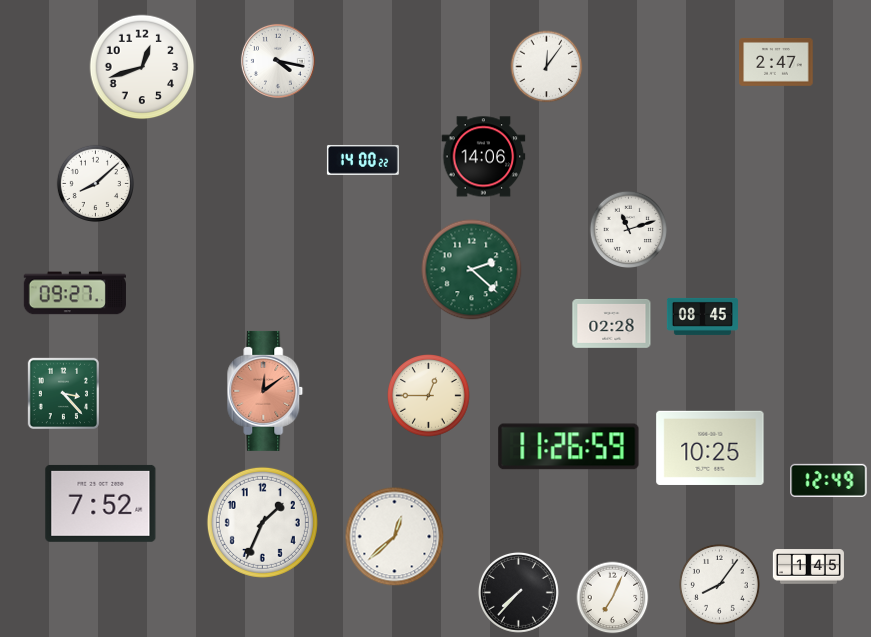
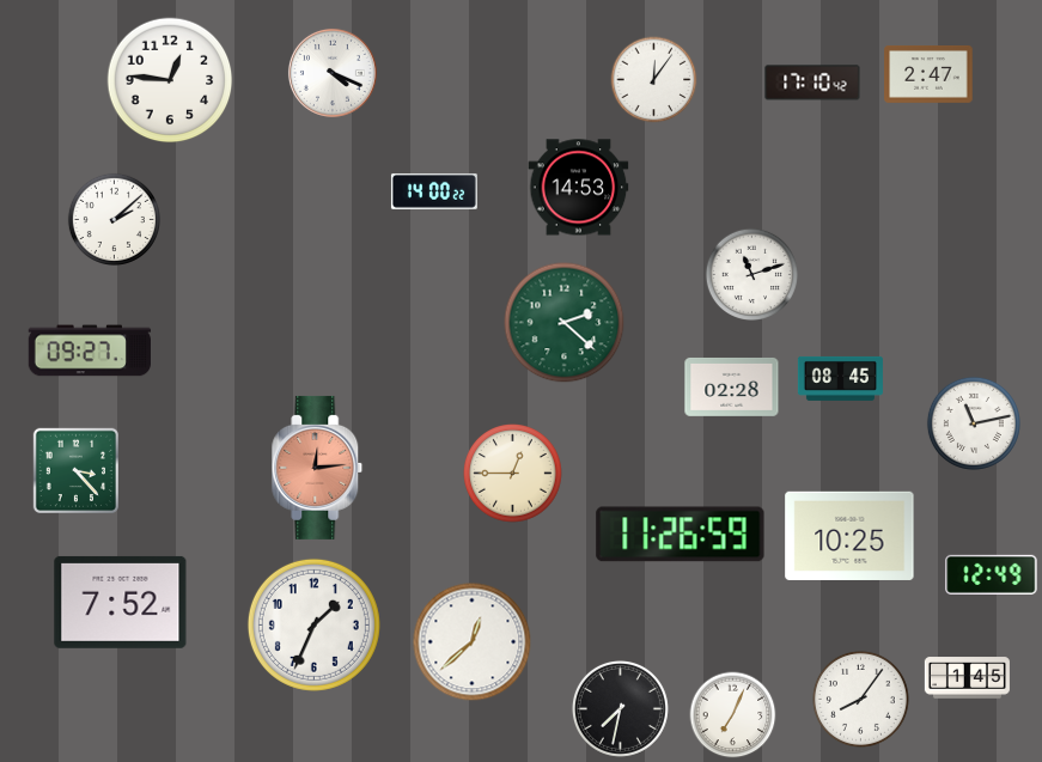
clock at (278, 61): 4:17 -> 4:19
clock at (142, 67): 12:42 -> 12:46
clock at (812, 83): none -> 17:10
clock at (484, 157): 14:06 -> 14:53
clock at (95, 183): 8:08 -> 2:08
clock at (974, 423): none -> 11:13
clock at (265, 391): 12:09 -> 12:14
clock at (518, 592): 7:37 -> 7:32
